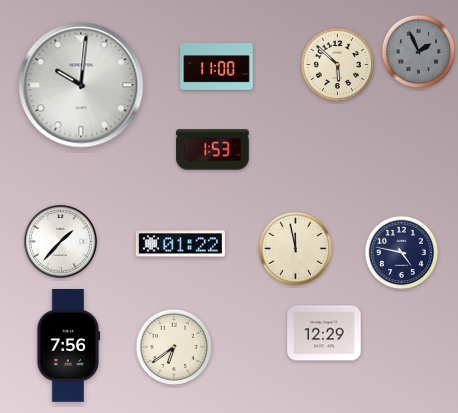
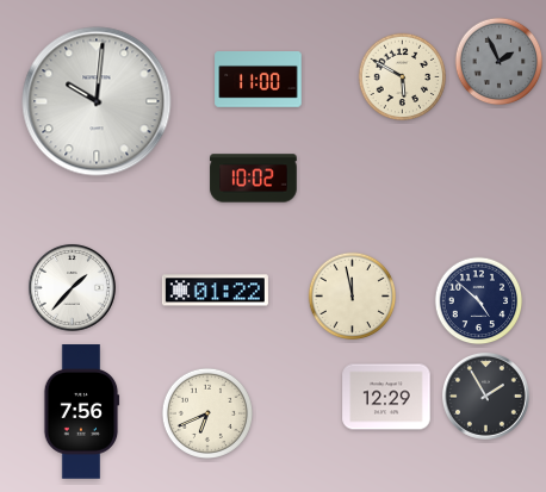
clock at (338, 65): 5:52 -> 5:50
clock at (213, 150): 1:53 -> 10:02
clock at (402, 253): 4:47 -> 4:52
clock at (485, 396): none -> 1:55
clock at (173, 346): 6:39 -> 6:41
